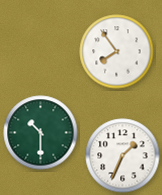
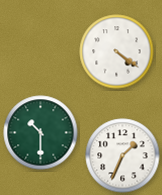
clock at (117, 52): 7:54 -> 4:21
